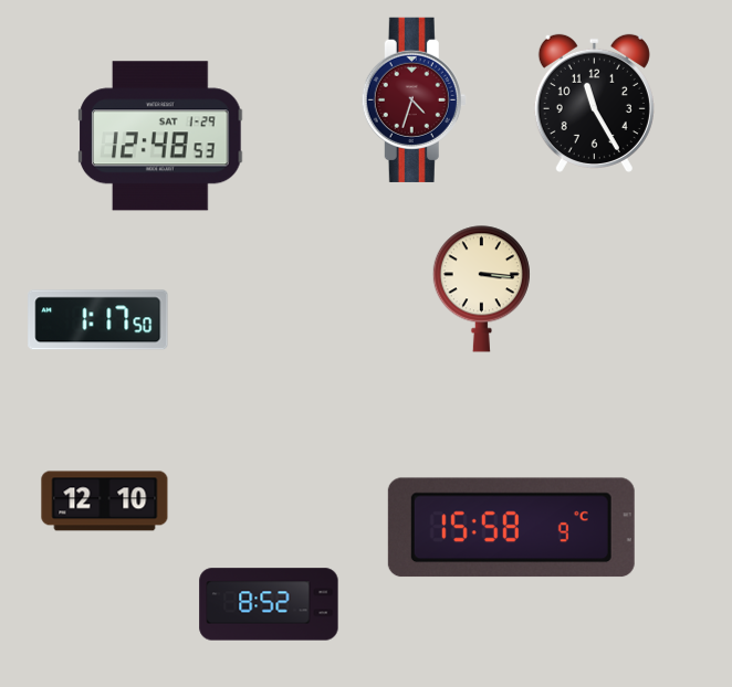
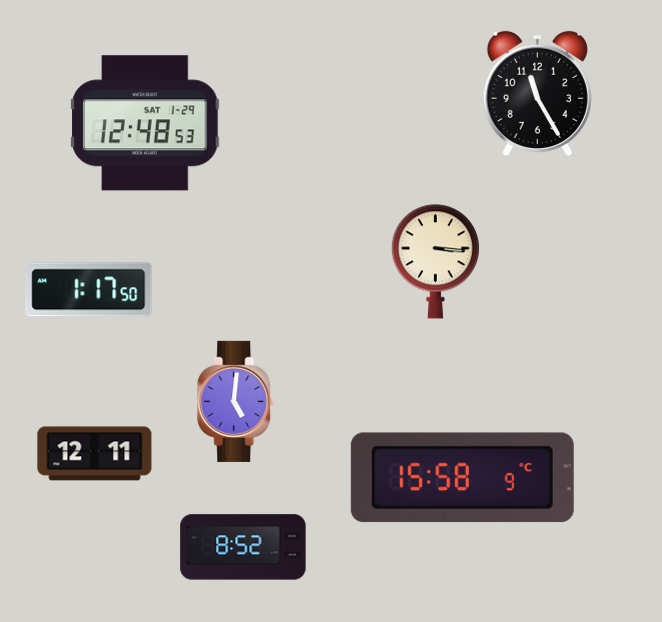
clock at (414, 99): 4:33 -> none
clock at (236, 401): none -> 5:01
clock at (105, 501): 12:10 -> 12:11
